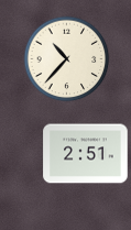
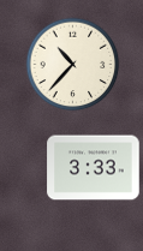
clock at (86, 154): 2:51 -> 3:33
